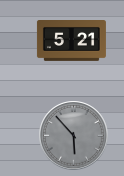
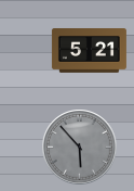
clock at (71, 41) position: (71, 41) -> (89, 51)
